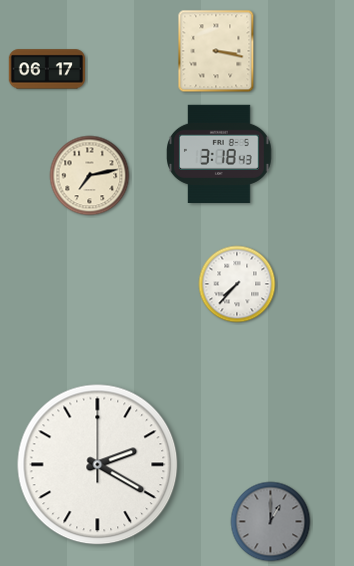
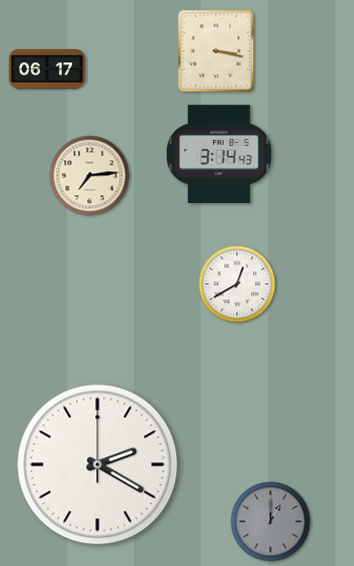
clock at (220, 153): 3:18 -> 3:14
clock at (90, 176): 7:13 -> 7:14
clock at (237, 284): 7:37 -> 12:40
